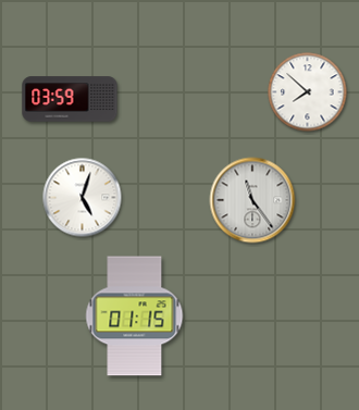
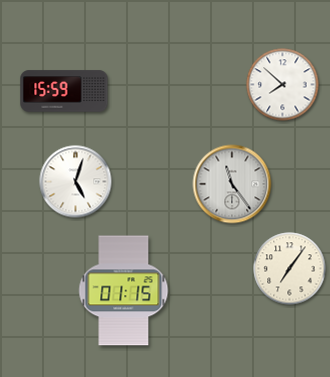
clock at (70, 99): 03:59 -> 15:59
clock at (290, 269): none -> 7:06
